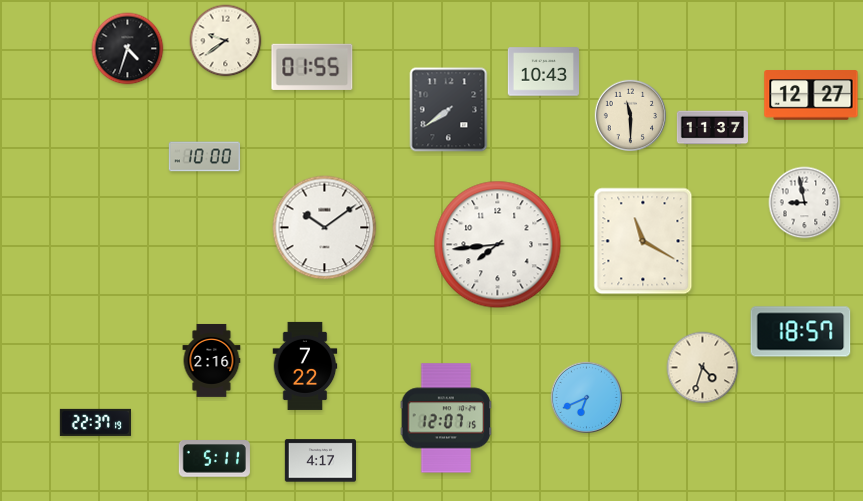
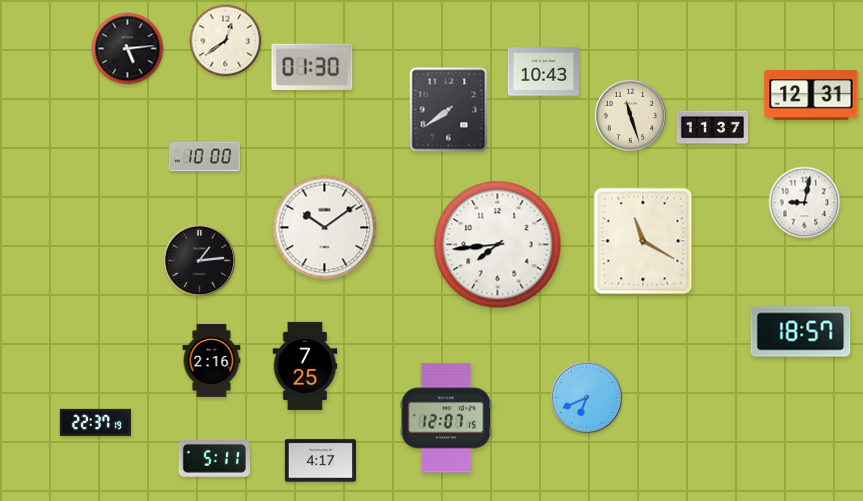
clock at (226, 41): 9:39 -> 12:39
clock at (128, 49): 4:33 -> 5:14
clock at (312, 67): 01:55 -> 01:30
clock at (811, 95): 12:27 -> 12:31
clock at (630, 115): 11:30 -> 11:27
clock at (805, 203): 8:58 -> 9:02
clock at (199, 260): none -> 1:14
clock at (305, 366): 7:22 -> 7:25
clock at (703, 368): 4:33 -> none
